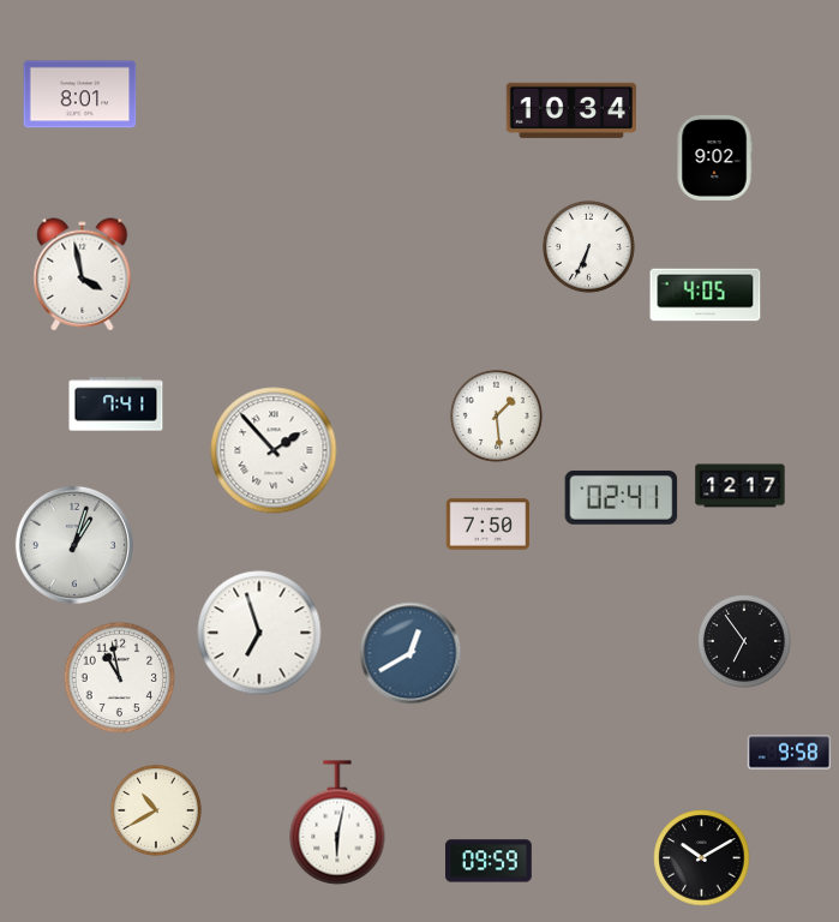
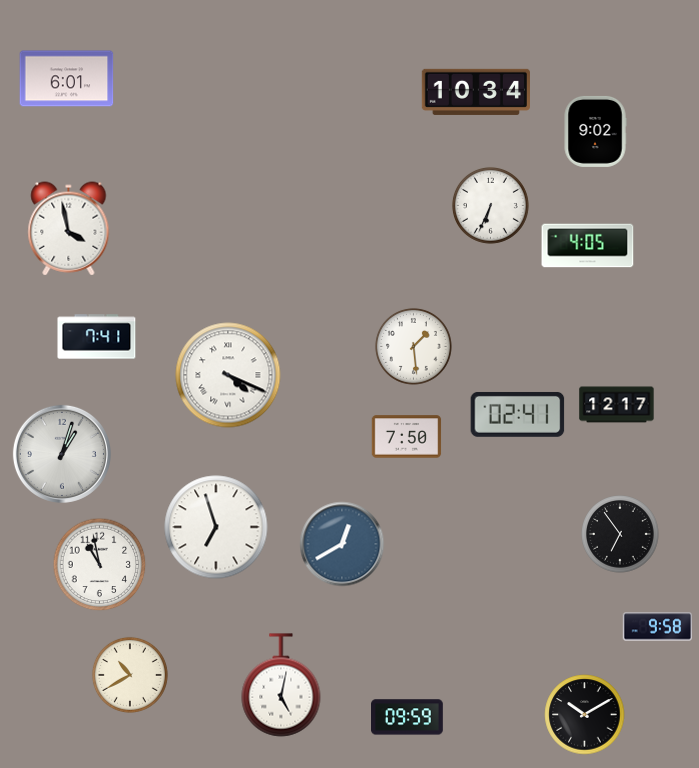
clock at (80, 95): 8:01 -> 6:01
clock at (274, 450): 1:53 -> 4:19
clock at (337, 822): 6:02 -> 5:02
